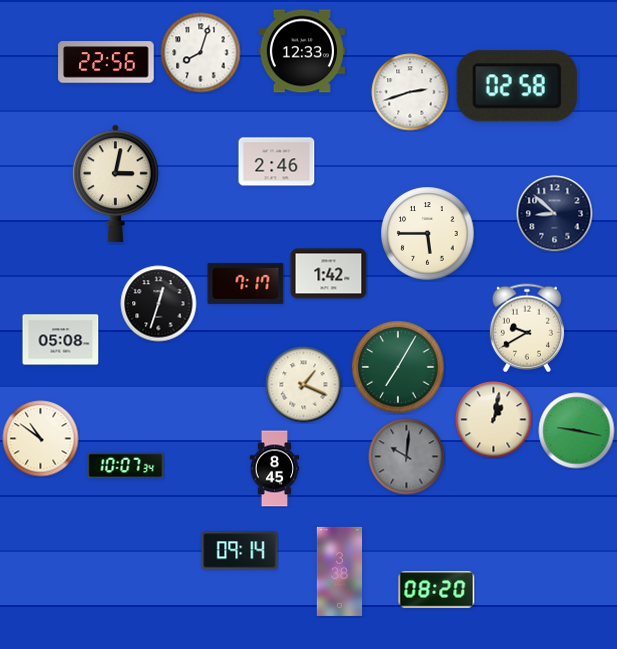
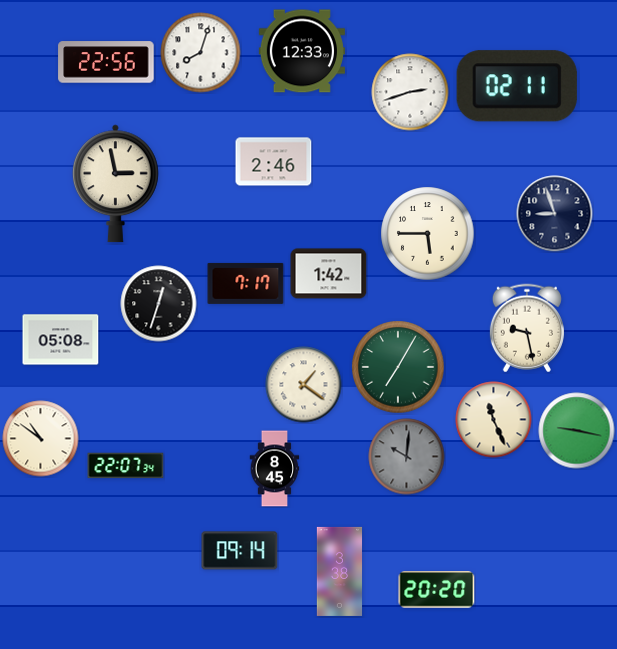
clock at (517, 86): 02:58 -> 02:11
clock at (277, 162) position: (277, 162) -> (274, 162)
clock at (115, 184): 3:02 -> 2:58
clock at (555, 214): 8:52 -> 8:57
clock at (527, 328): 9:40 -> 9:28
clock at (304, 385): 1:19 -> 1:21
clock at (494, 420): 1:02 -> 11:26
clock at (126, 466): 10:07 -> 22:07
clock at (437, 590): 08:20 -> 20:20
